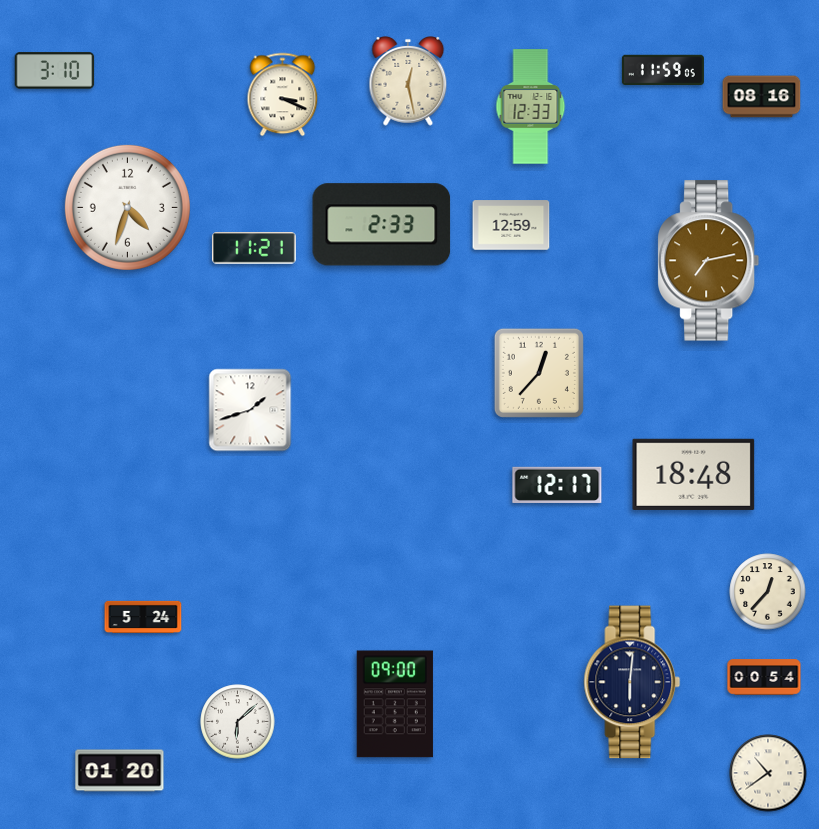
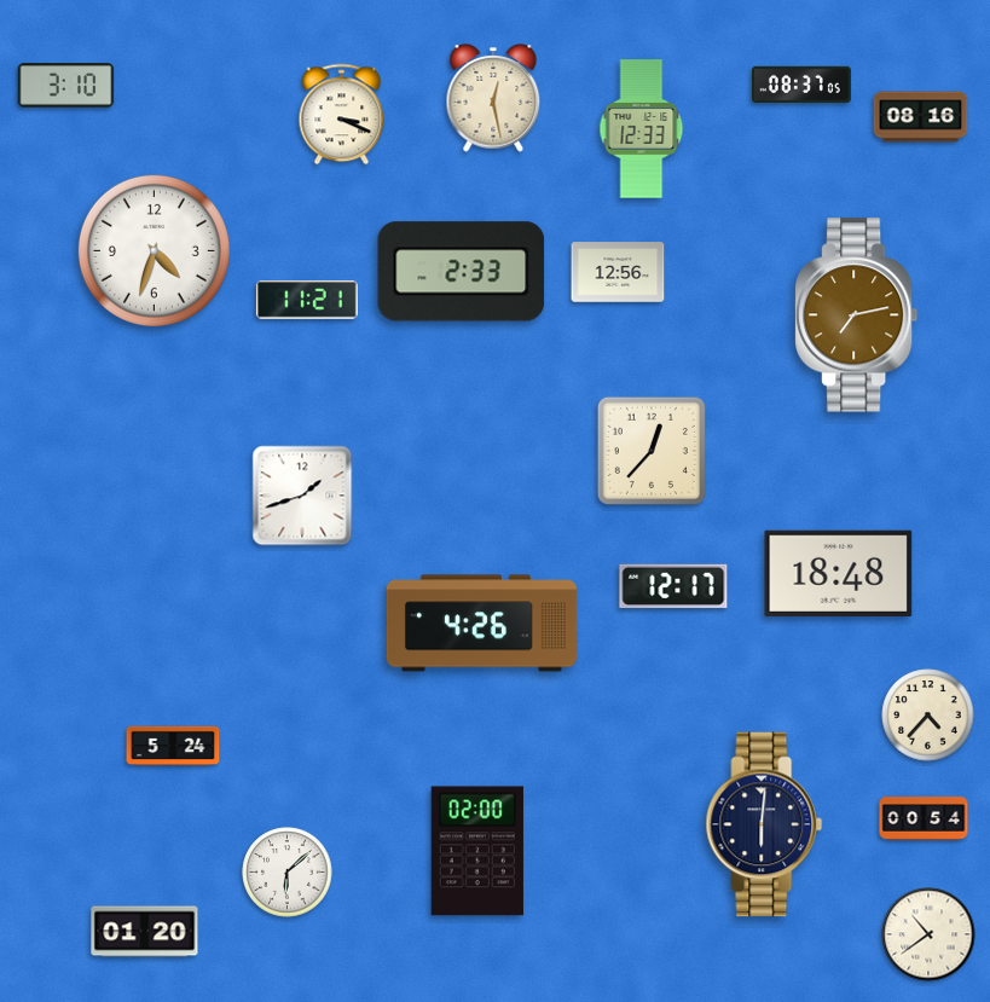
clock at (663, 70): 11:59 -> 08:37
clock at (511, 225): 12:59 -> 12:56
clock at (481, 624): none -> 4:26
clock at (768, 592): 12:37 -> 4:37
clock at (395, 704): 09:00 -> 02:00
